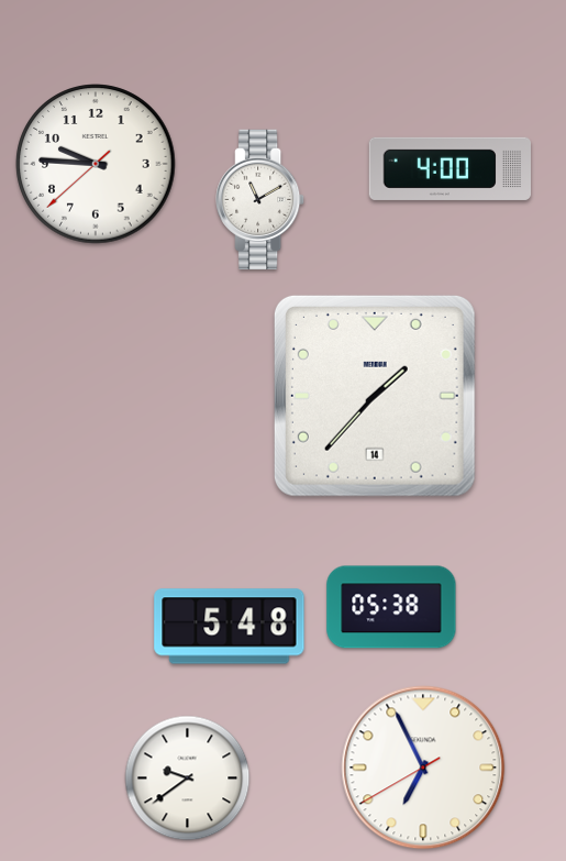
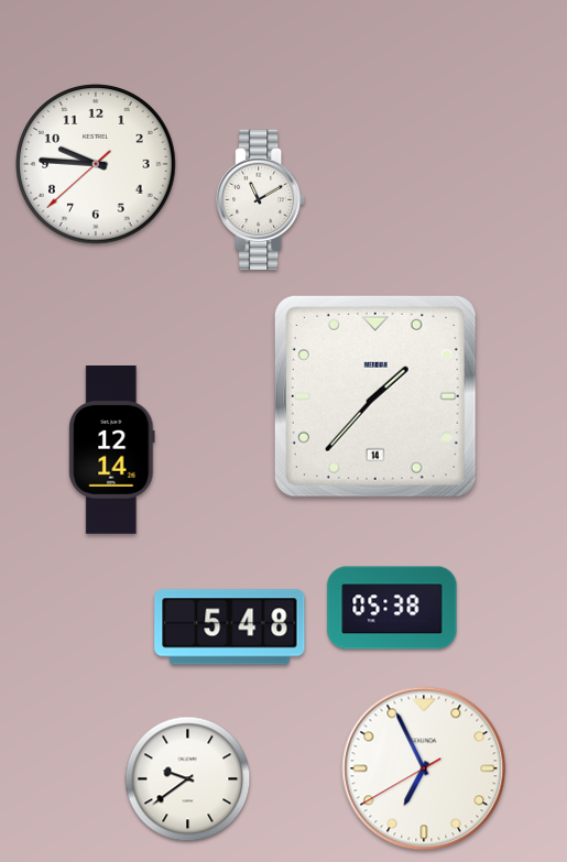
clock at (451, 168): 4:00 -> none
clock at (112, 450): none -> 12:14
